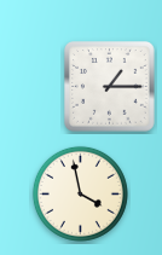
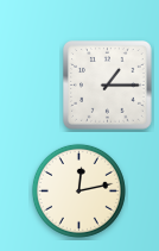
clock at (80, 193): 3:58 -> 12:13
